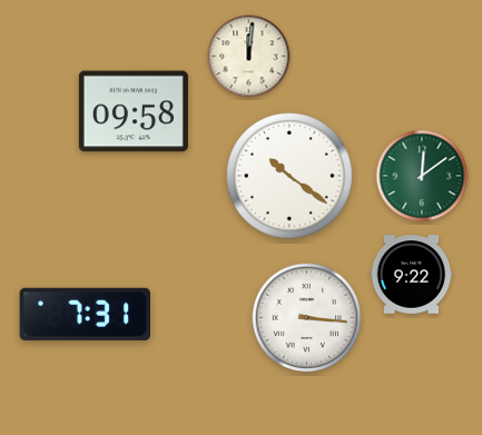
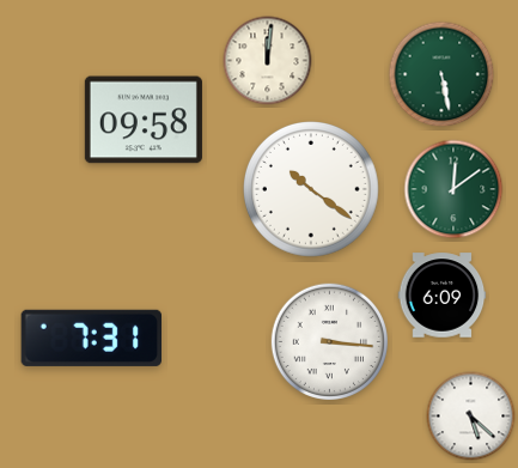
clock at (441, 74): none -> 5:28
clock at (412, 275): 9:22 -> 6:09
clock at (471, 417): none -> 5:22
